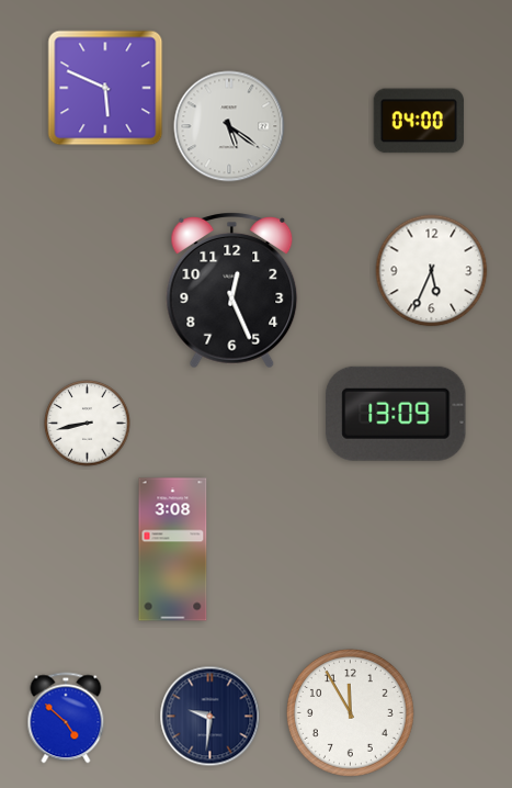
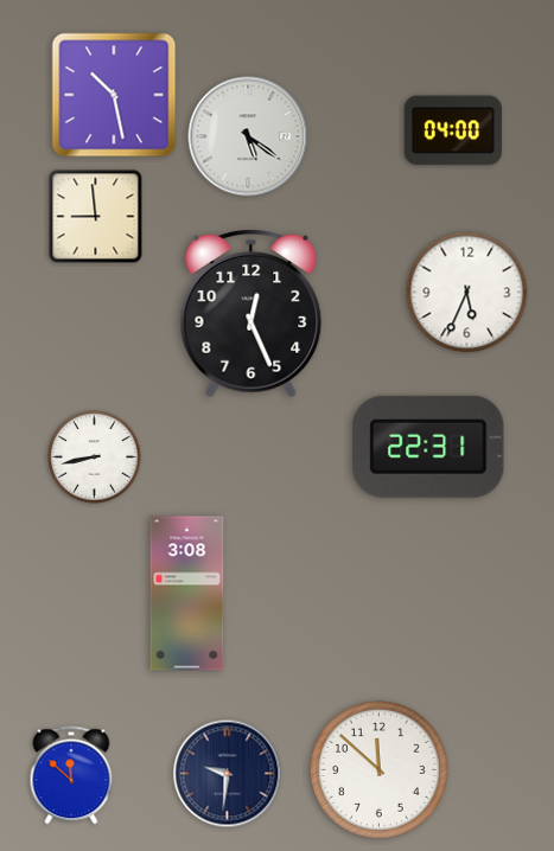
clock at (105, 88): 5:49 -> 10:28
clock at (96, 217): none -> 8:59
clock at (396, 414): 13:09 -> 22:31
clock at (350, 712): 11:55 -> 11:52
clock at (66, 718): 4:52 -> 11:52
